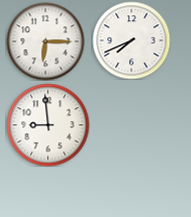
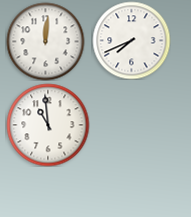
clock at (45, 41): 6:15 -> 12:01
clock at (48, 125): 8:59 -> 10:59
